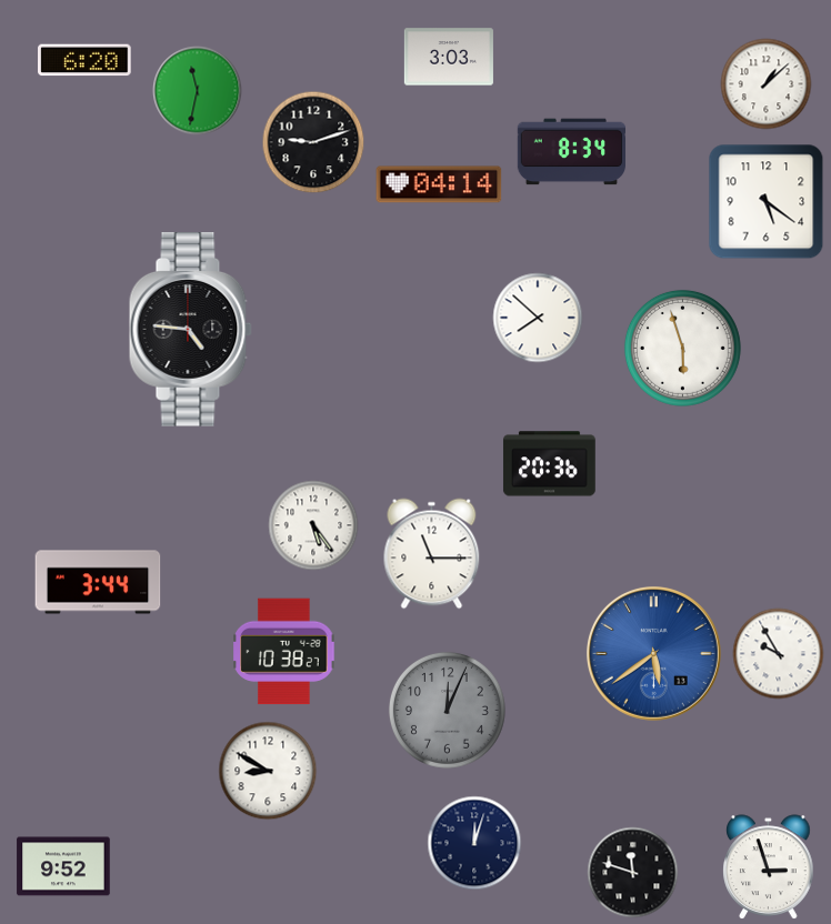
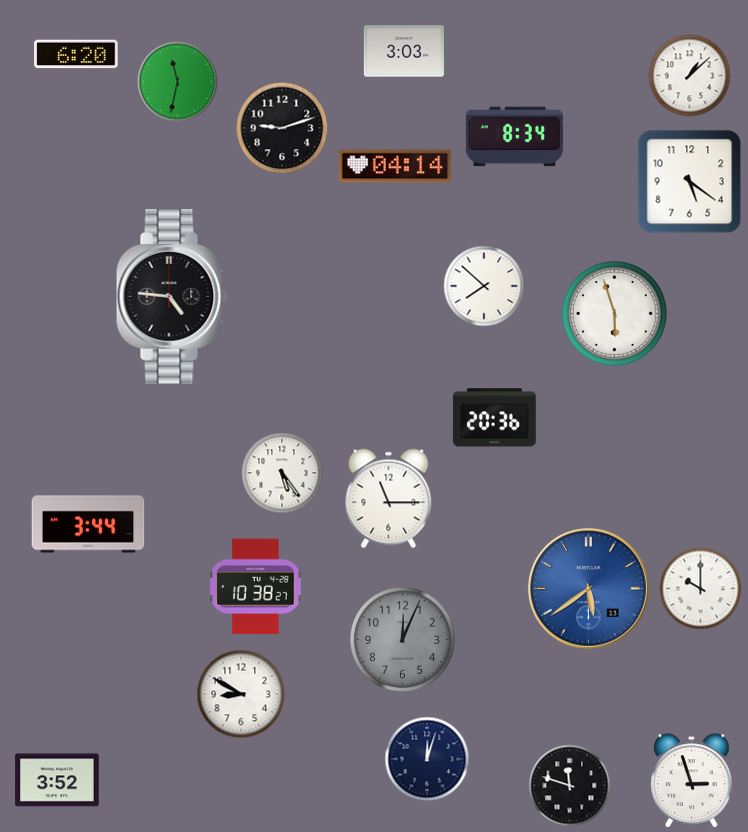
clock at (779, 654): 9:55 -> 10:00
clock at (63, 866): 9:52 -> 3:52
